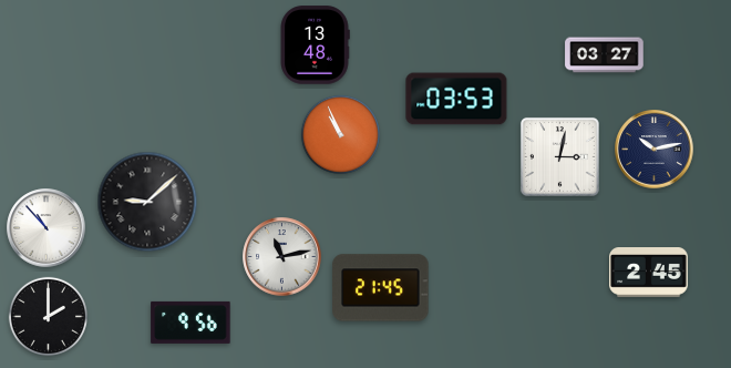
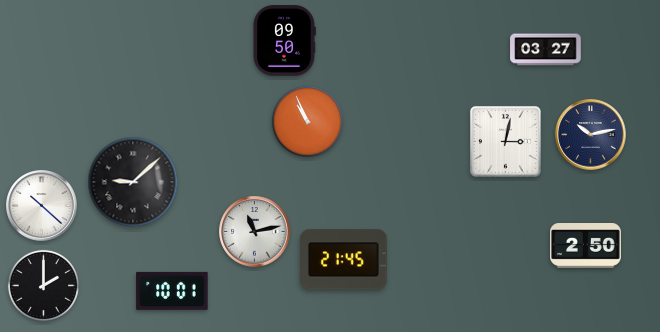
clock at (315, 45): 13:48 -> 09:50
clock at (456, 99): 03:53 -> none
clock at (47, 228): 10:53 -> 10:22
clock at (649, 273): 2:45 -> 2:50
clock at (191, 323): 9:56 -> 10:01
